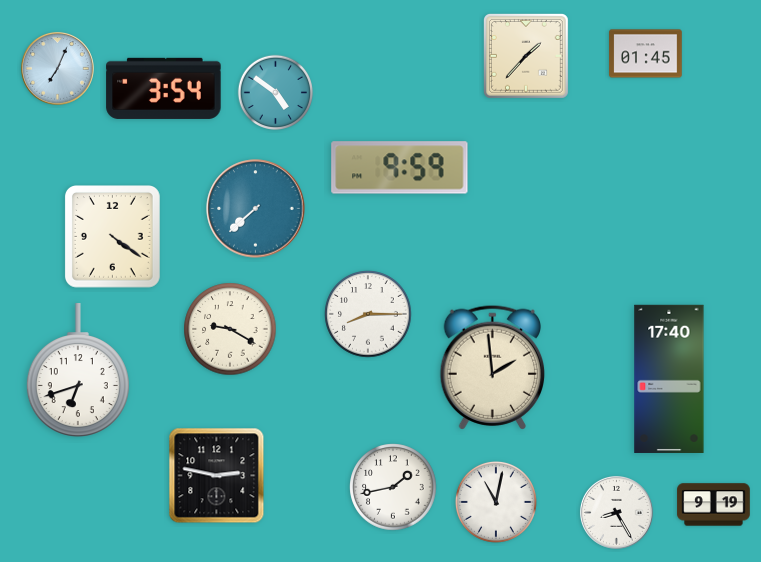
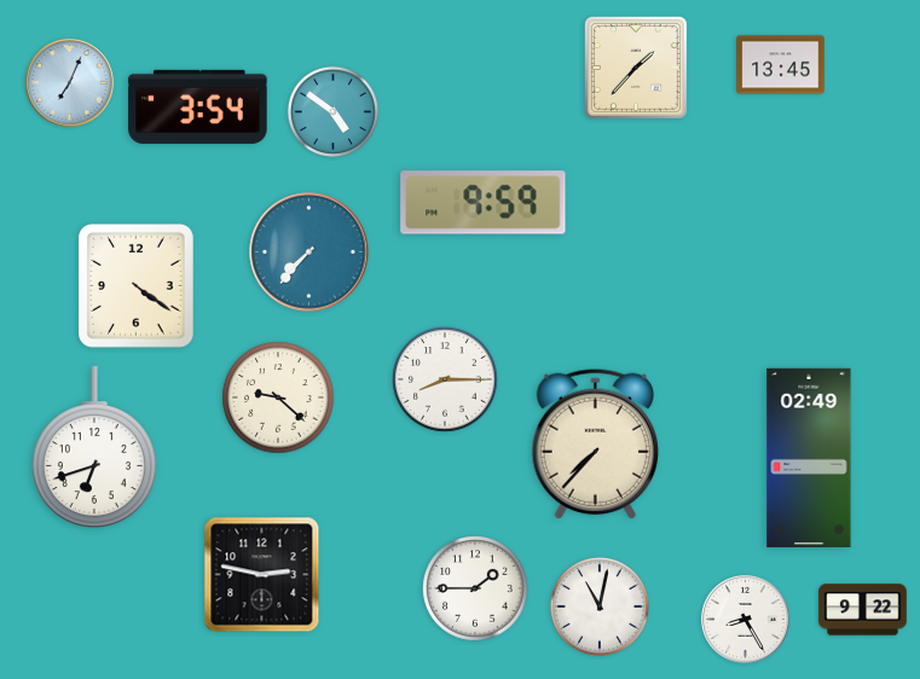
clock at (646, 54): 01:45 -> 13:45
clock at (256, 209): 7:38 -> 7:37
clock at (230, 329): 9:20 -> 9:22
clock at (492, 367): 1:59 -> 7:37
clock at (669, 378): 17:40 -> 02:49
clock at (393, 487): 1:43 -> 1:45
clock at (714, 505): 9:19 -> 9:22
